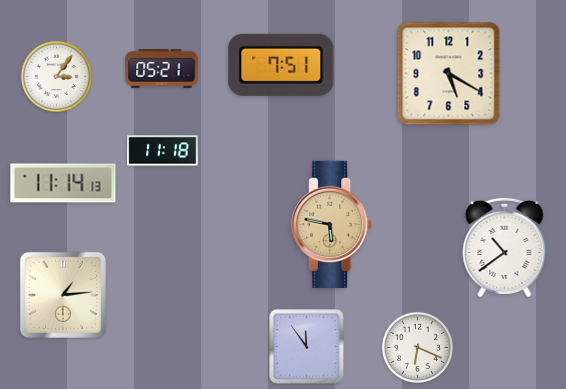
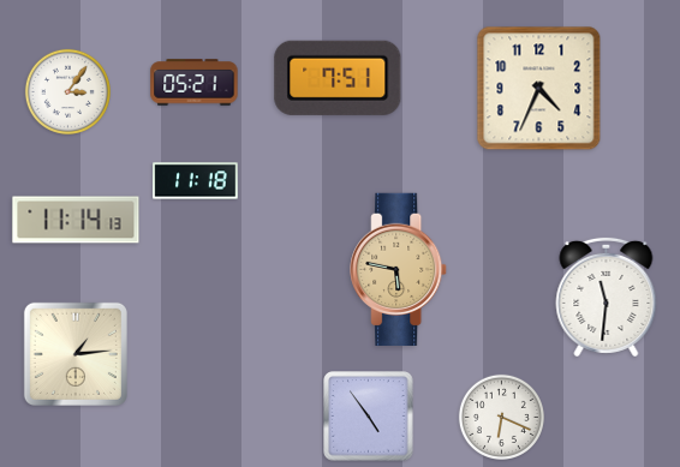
clock at (449, 74): 5:20 -> 4:34
clock at (505, 247): 10:39 -> 11:31
clock at (307, 347): 11:54 -> 4:54
